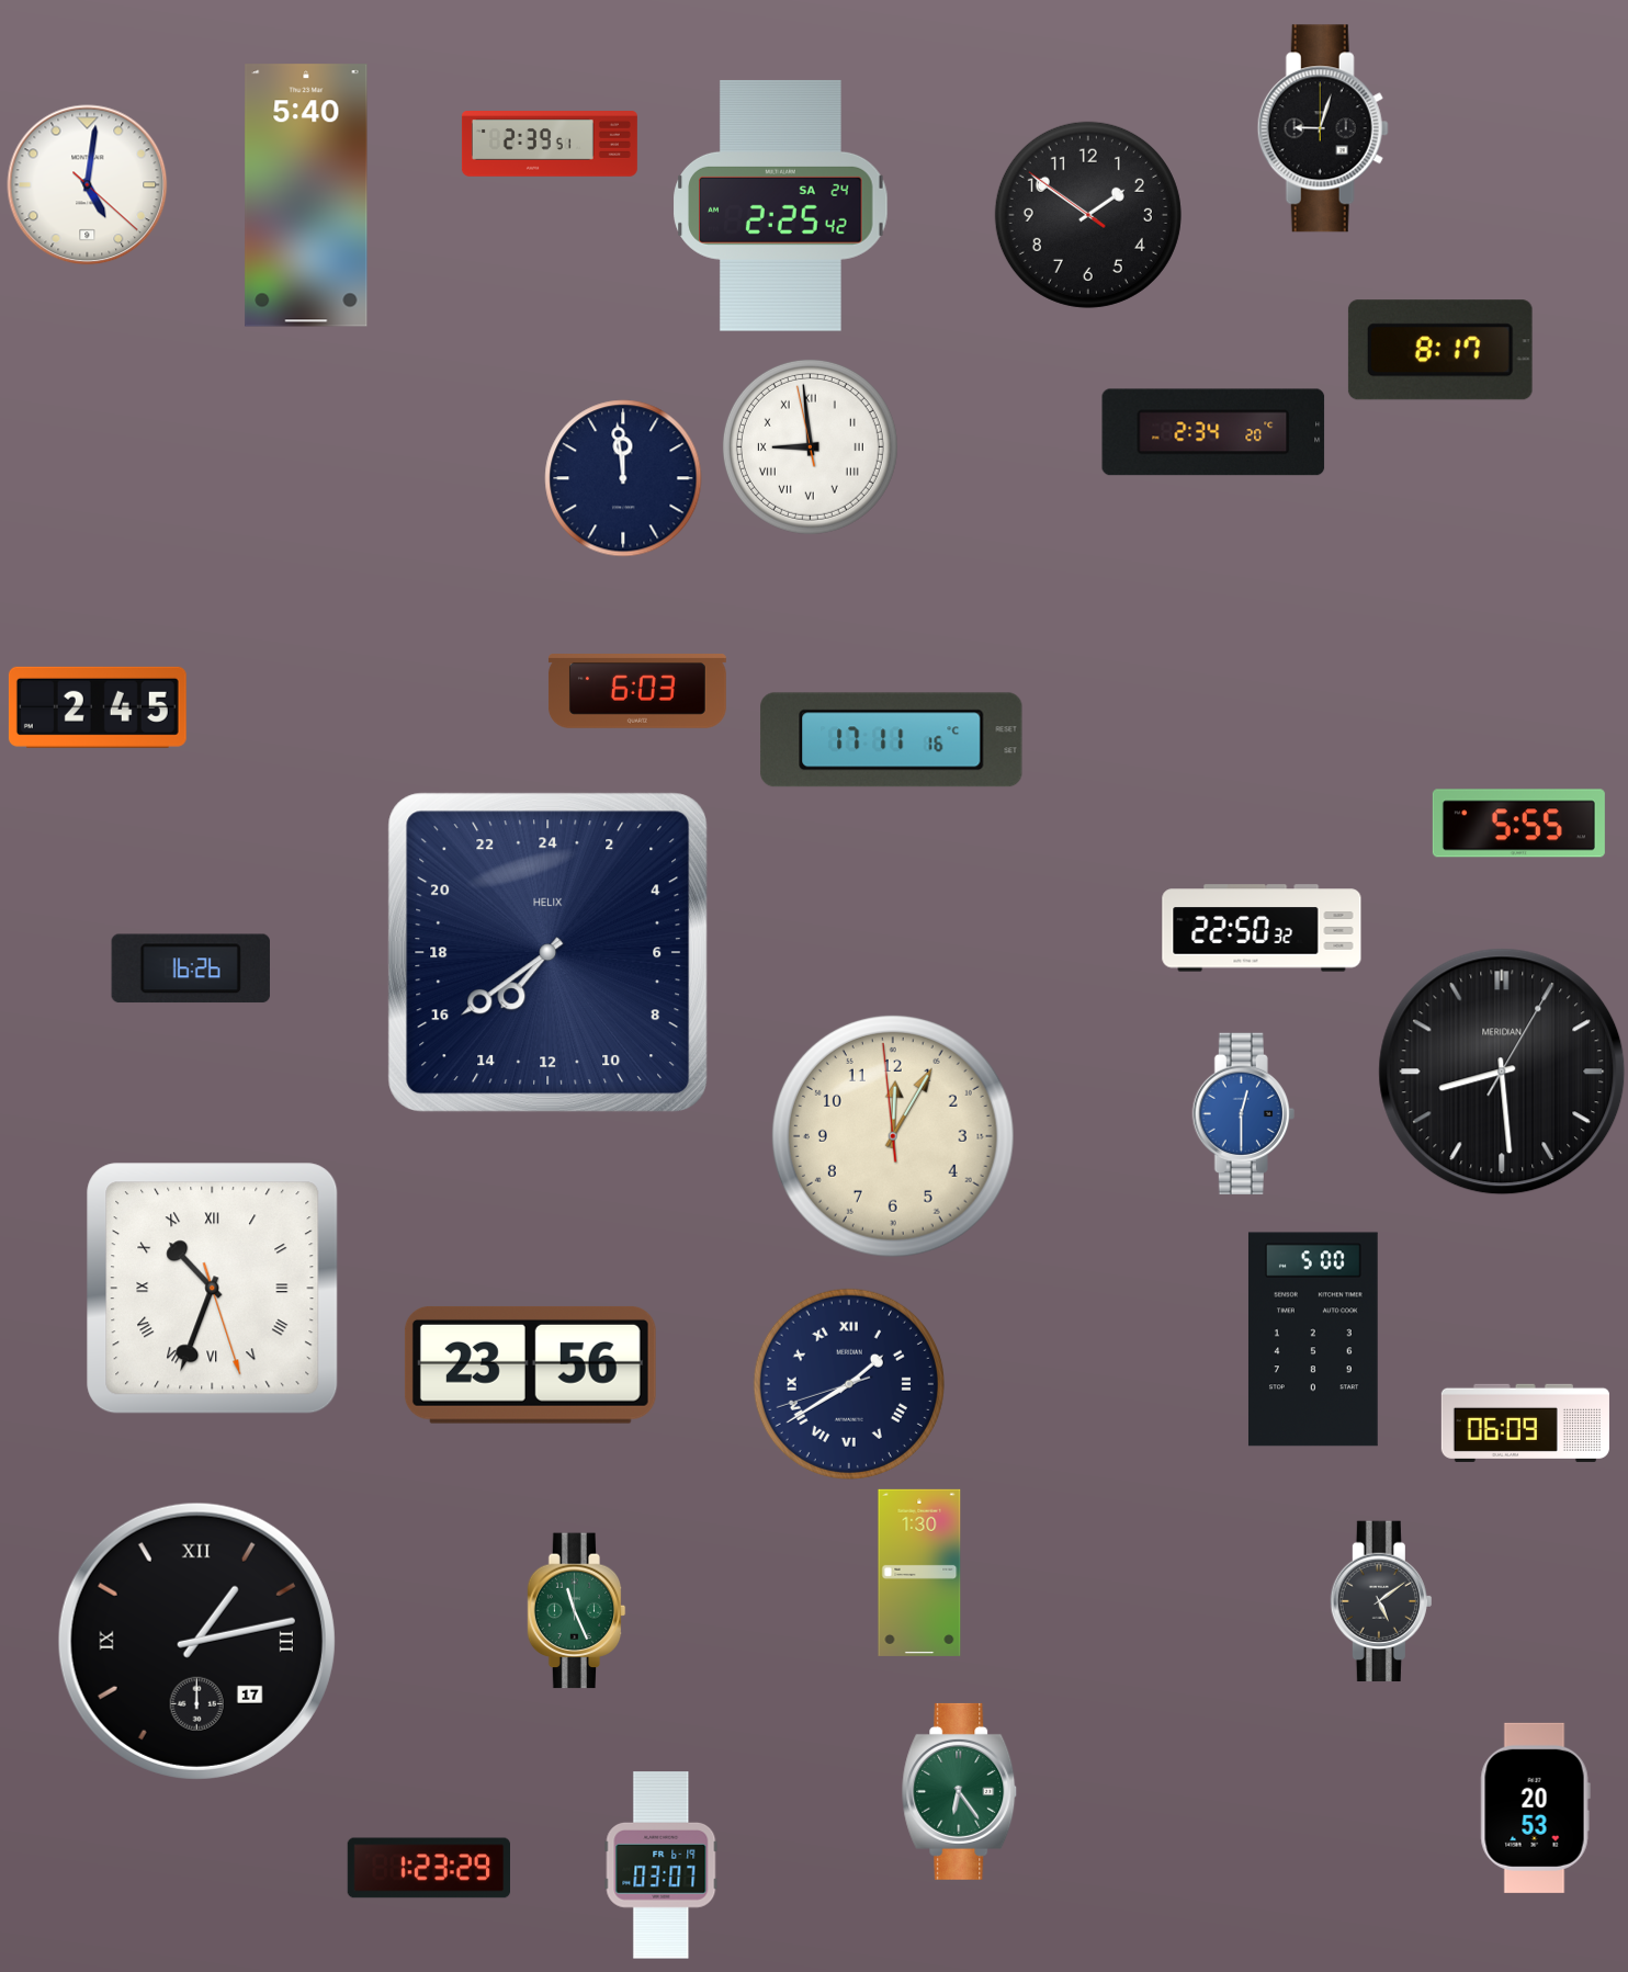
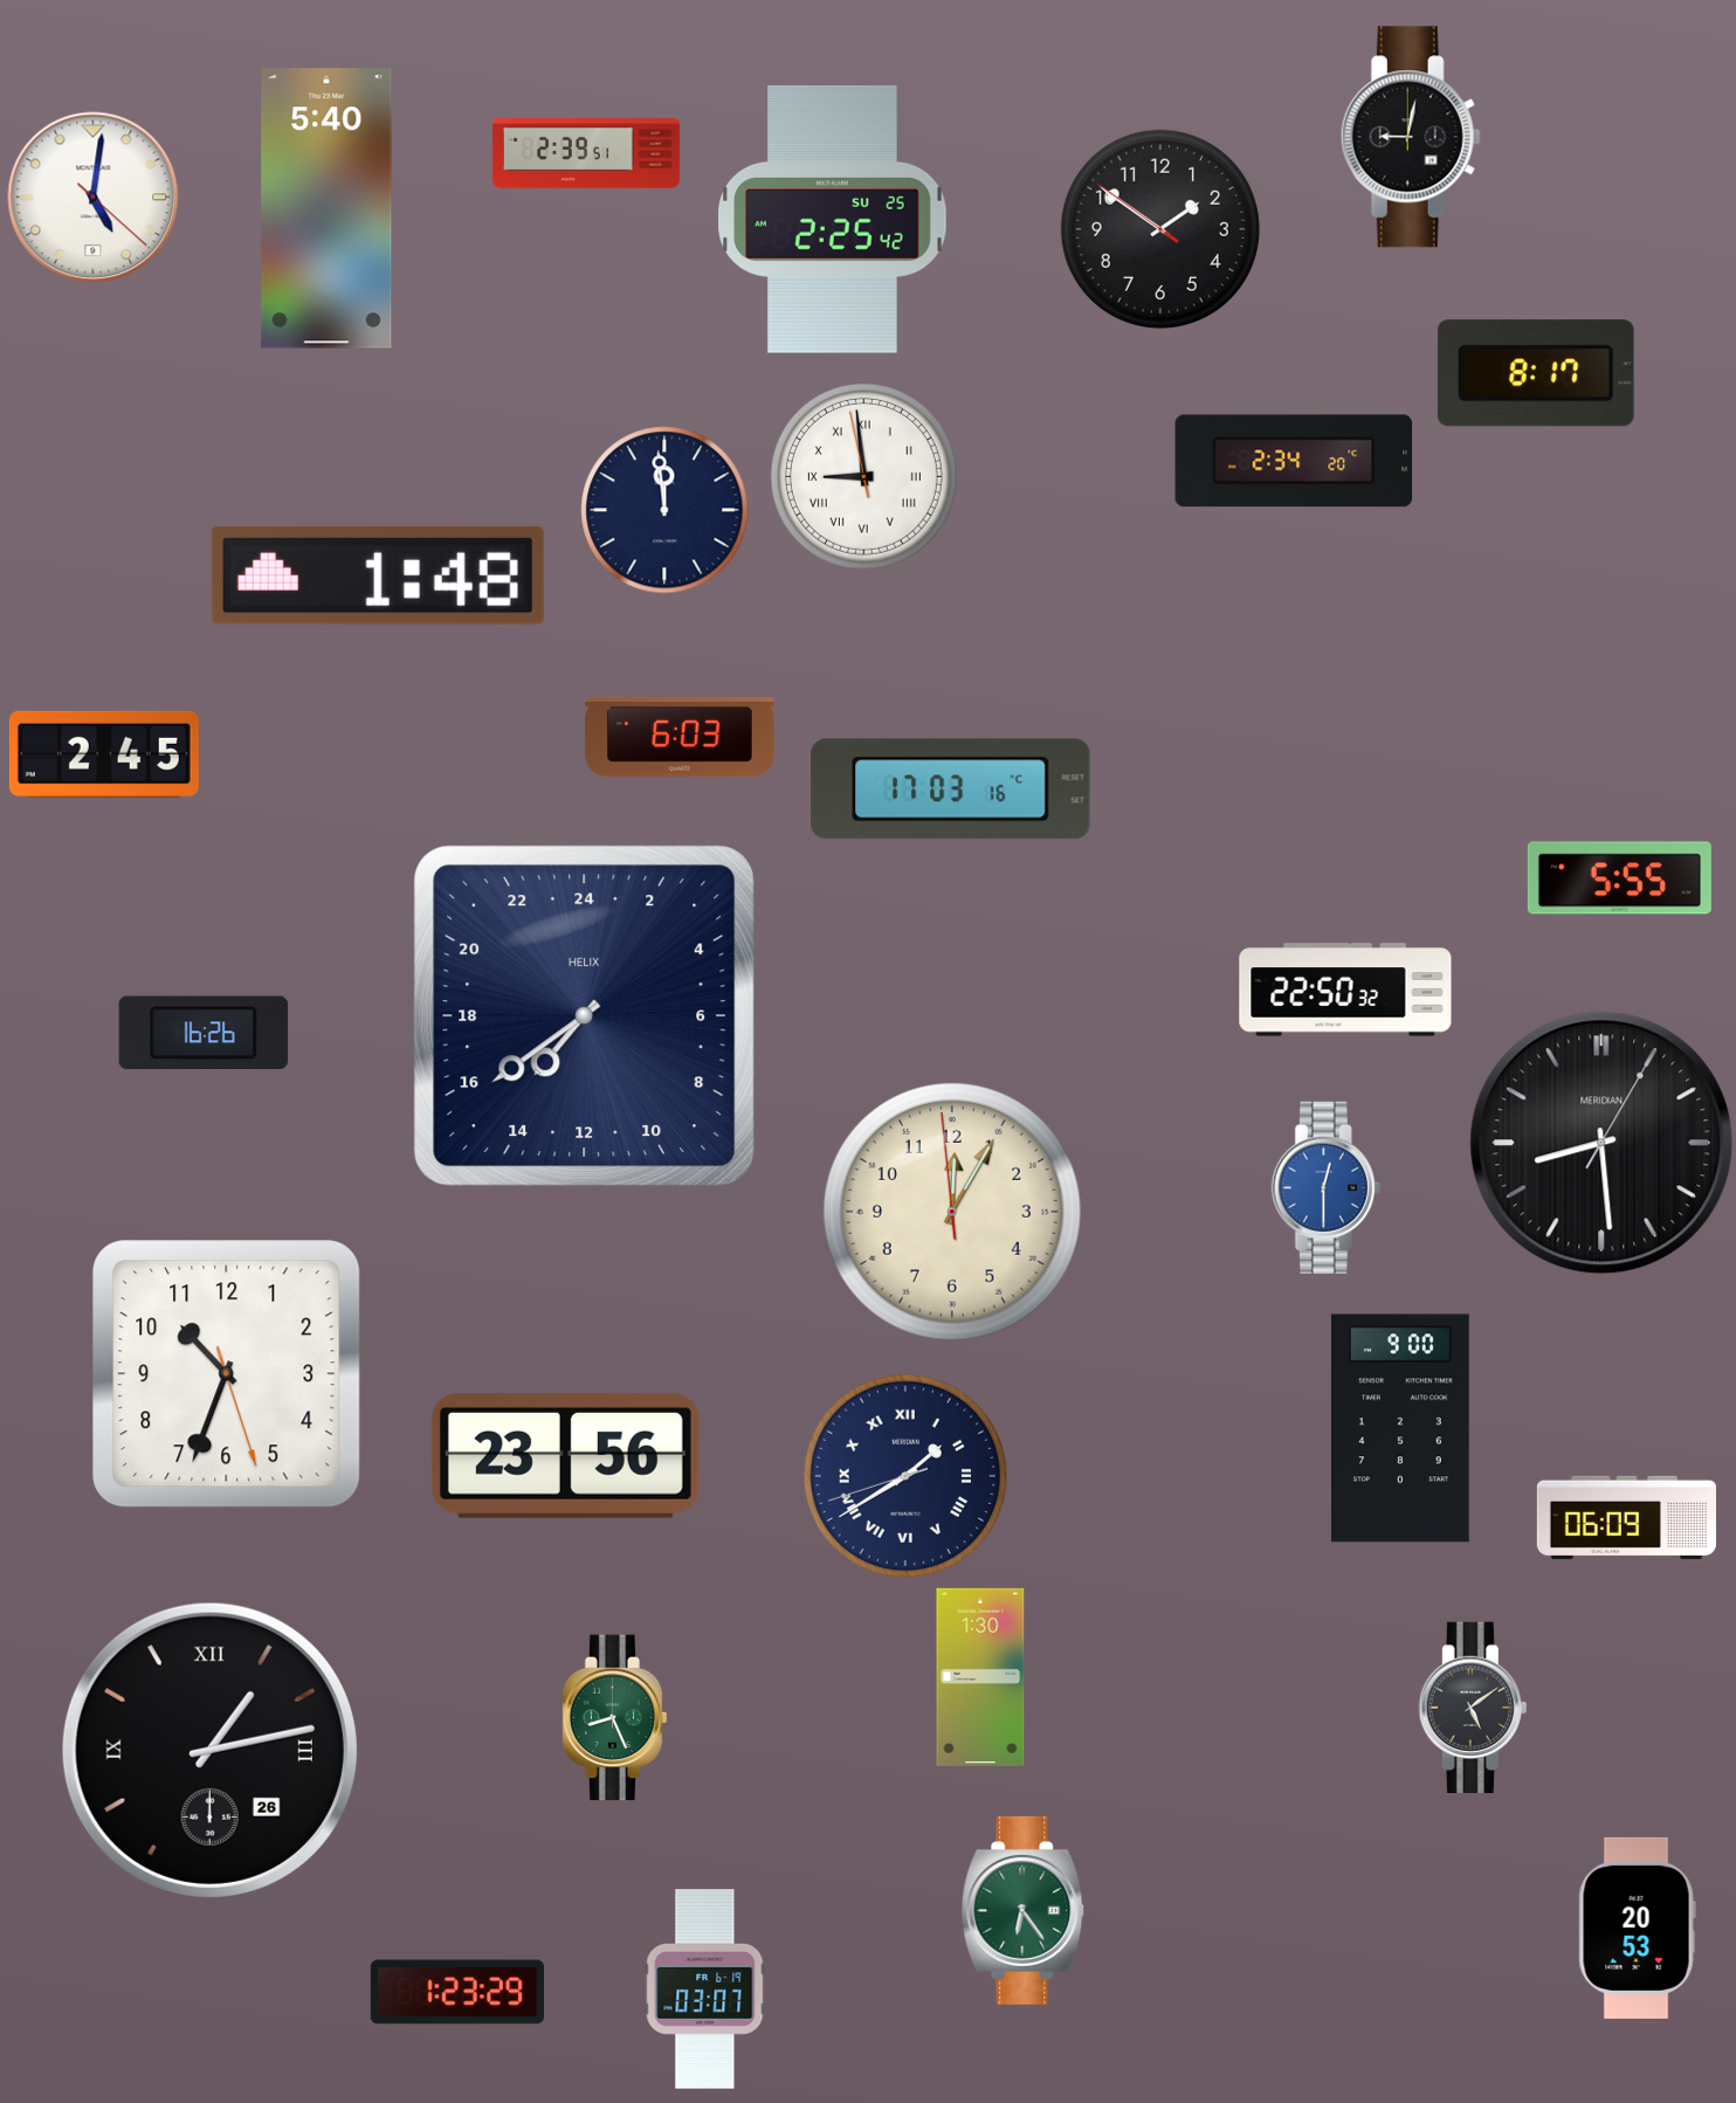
clock at (1323, 128): 9:03 -> 9:02
clock at (781, 205) date: SA 24 -> SU 25
clock at (378, 575): none -> 1:48
clock at (892, 740): 17:11 -> 17:03
clock at (213, 1289) numerals: Roman -> Arabic
clock at (1313, 1339): 5:00 -> 9:00
clock at (577, 1611): 11:26 -> 8:26
clock at (196, 1641) date: 17 -> 26
